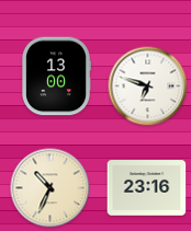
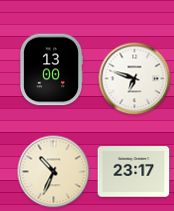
clock at (50, 188) position: (50, 188) -> (54, 172)
clock at (147, 188): 23:16 -> 23:17
